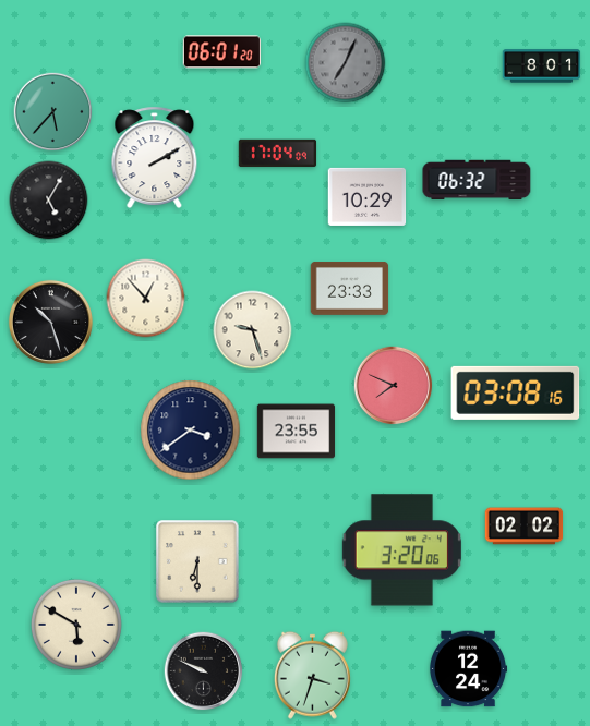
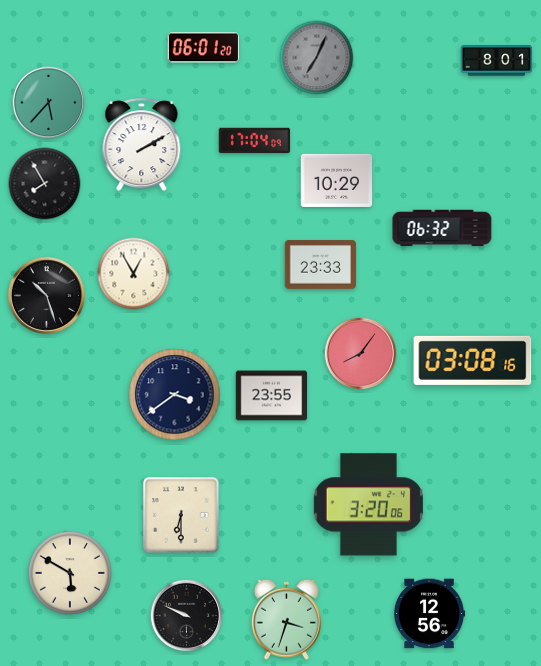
clock at (477, 180) position: (477, 180) -> (442, 228)
clock at (49, 201): 5:05 -> 7:55
clock at (146, 299): 12:53 -> 12:55
clock at (253, 330): 9:27 -> none
clock at (394, 386): 7:49 -> 8:06
clock at (525, 527): 02:02 -> none
clock at (468, 669): 12:24 -> 12:56
